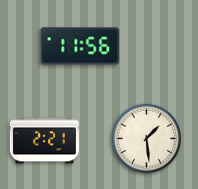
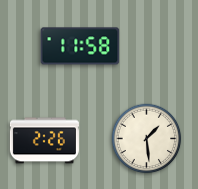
clock at (80, 46): 11:56 -> 11:58
clock at (44, 141): 2:21 -> 2:26
